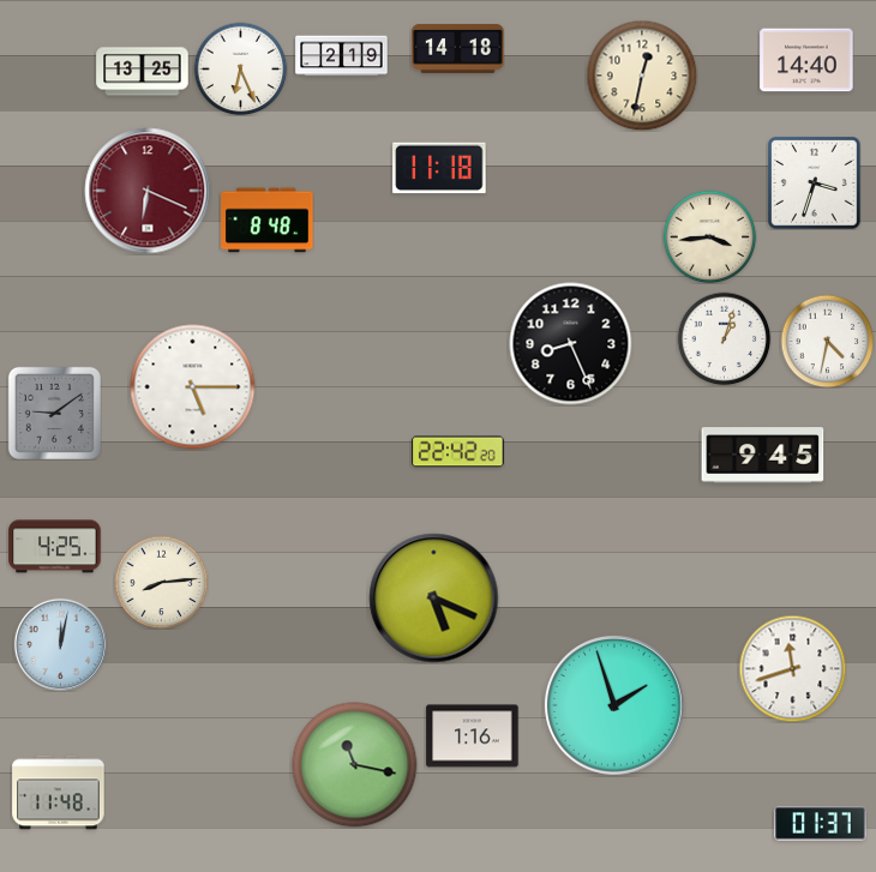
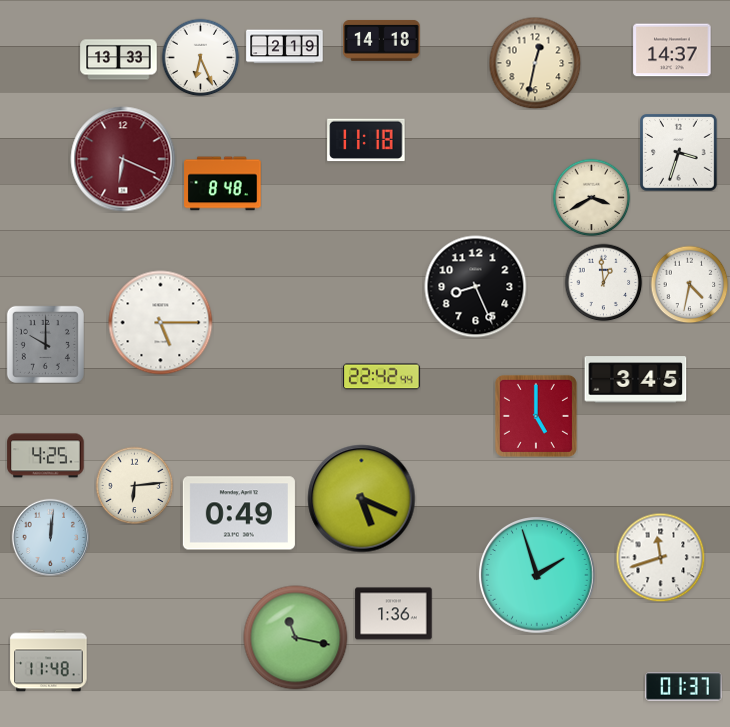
clock at (806, 60): 14:40 -> 14:37
clock at (143, 72): 13:25 -> 13:33
clock at (709, 236): 3:44 -> 3:40
clock at (724, 338): 1:03 -> 12:59
clock at (54, 413): 9:09 -> 10:00
clock at (458, 452): 22:42:20 -> 22:42:44
clock at (763, 456): 9:45 -> 3:45
clock at (536, 416): none -> 5:00
clock at (161, 582): 8:14 -> 6:14
clock at (239, 513): none -> 0:49
clock at (60, 644): 12:02 -> 12:01
clock at (616, 706) position: (616, 706) -> (538, 576)
clock at (473, 736): 1:16 -> 1:36
